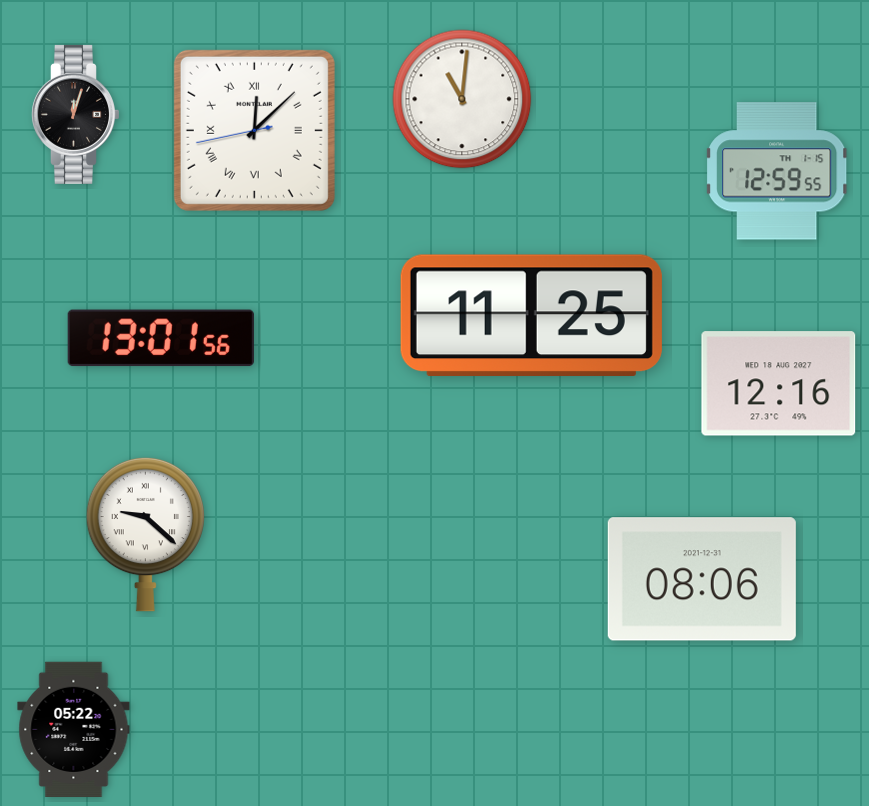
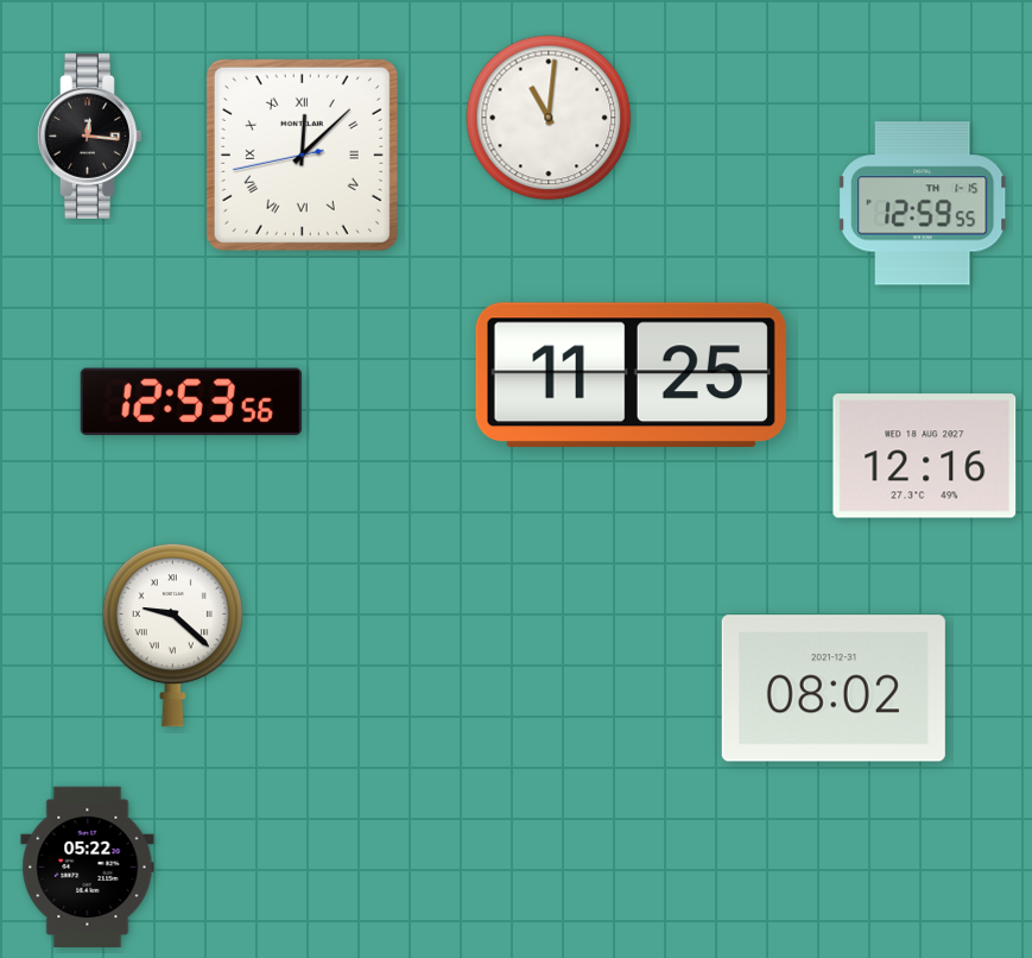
clock at (75, 114): 12:03 -> 12:16
clock at (161, 338): 13:01 -> 12:53
clock at (702, 579): 08:06 -> 08:02
